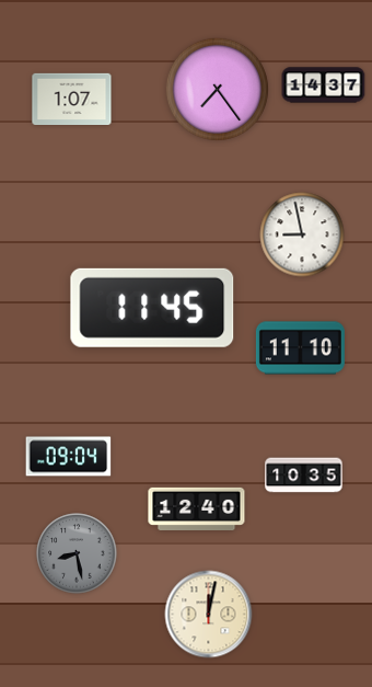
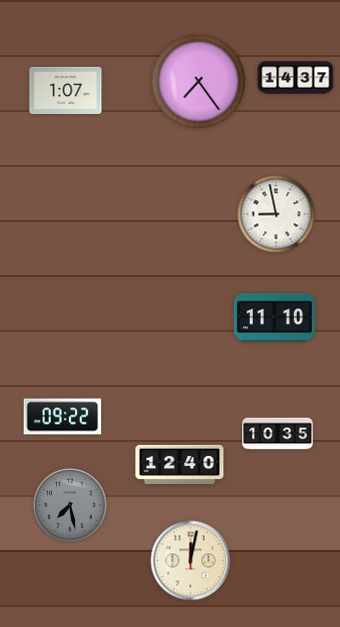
clock at (152, 308): 11:45 -> none
clock at (69, 457): 09:04 -> 09:22
clock at (77, 553): 8:28 -> 7:28
